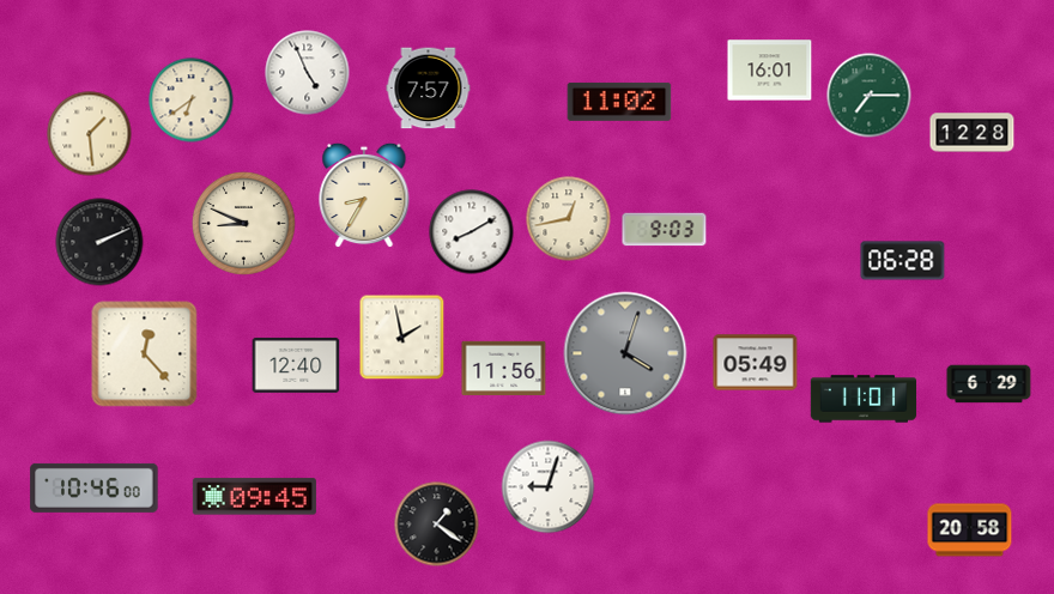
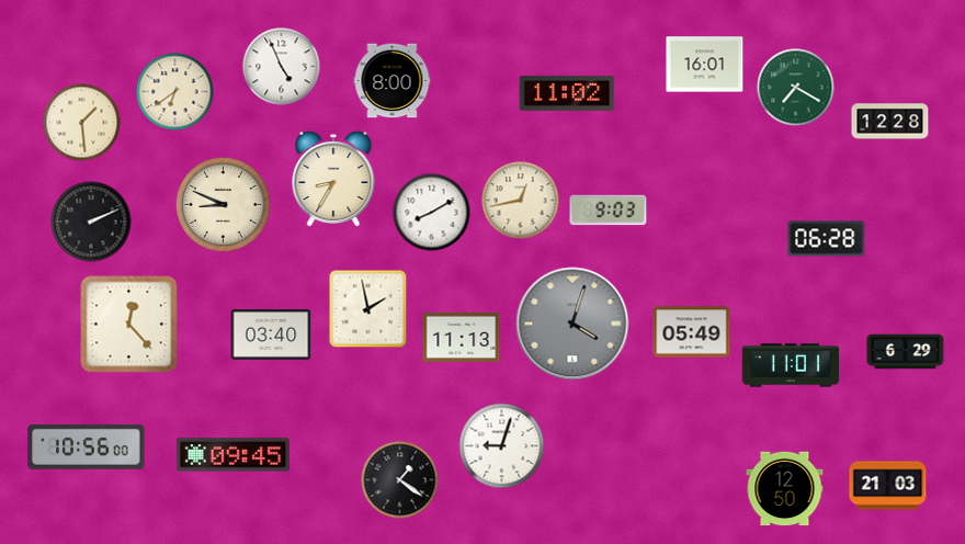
clock at (429, 89): 7:57 -> 8:00
clock at (870, 96): 7:15 -> 7:20
clock at (145, 354) position: (145, 354) -> (129, 325)
clock at (296, 365): 12:40 -> 03:40
clock at (504, 368): 11:56 -> 11:13
clock at (95, 487): 10:46 -> 10:56
clock at (970, 531): 20:58 -> 21:03
clock at (785, 489): none -> 12:50
